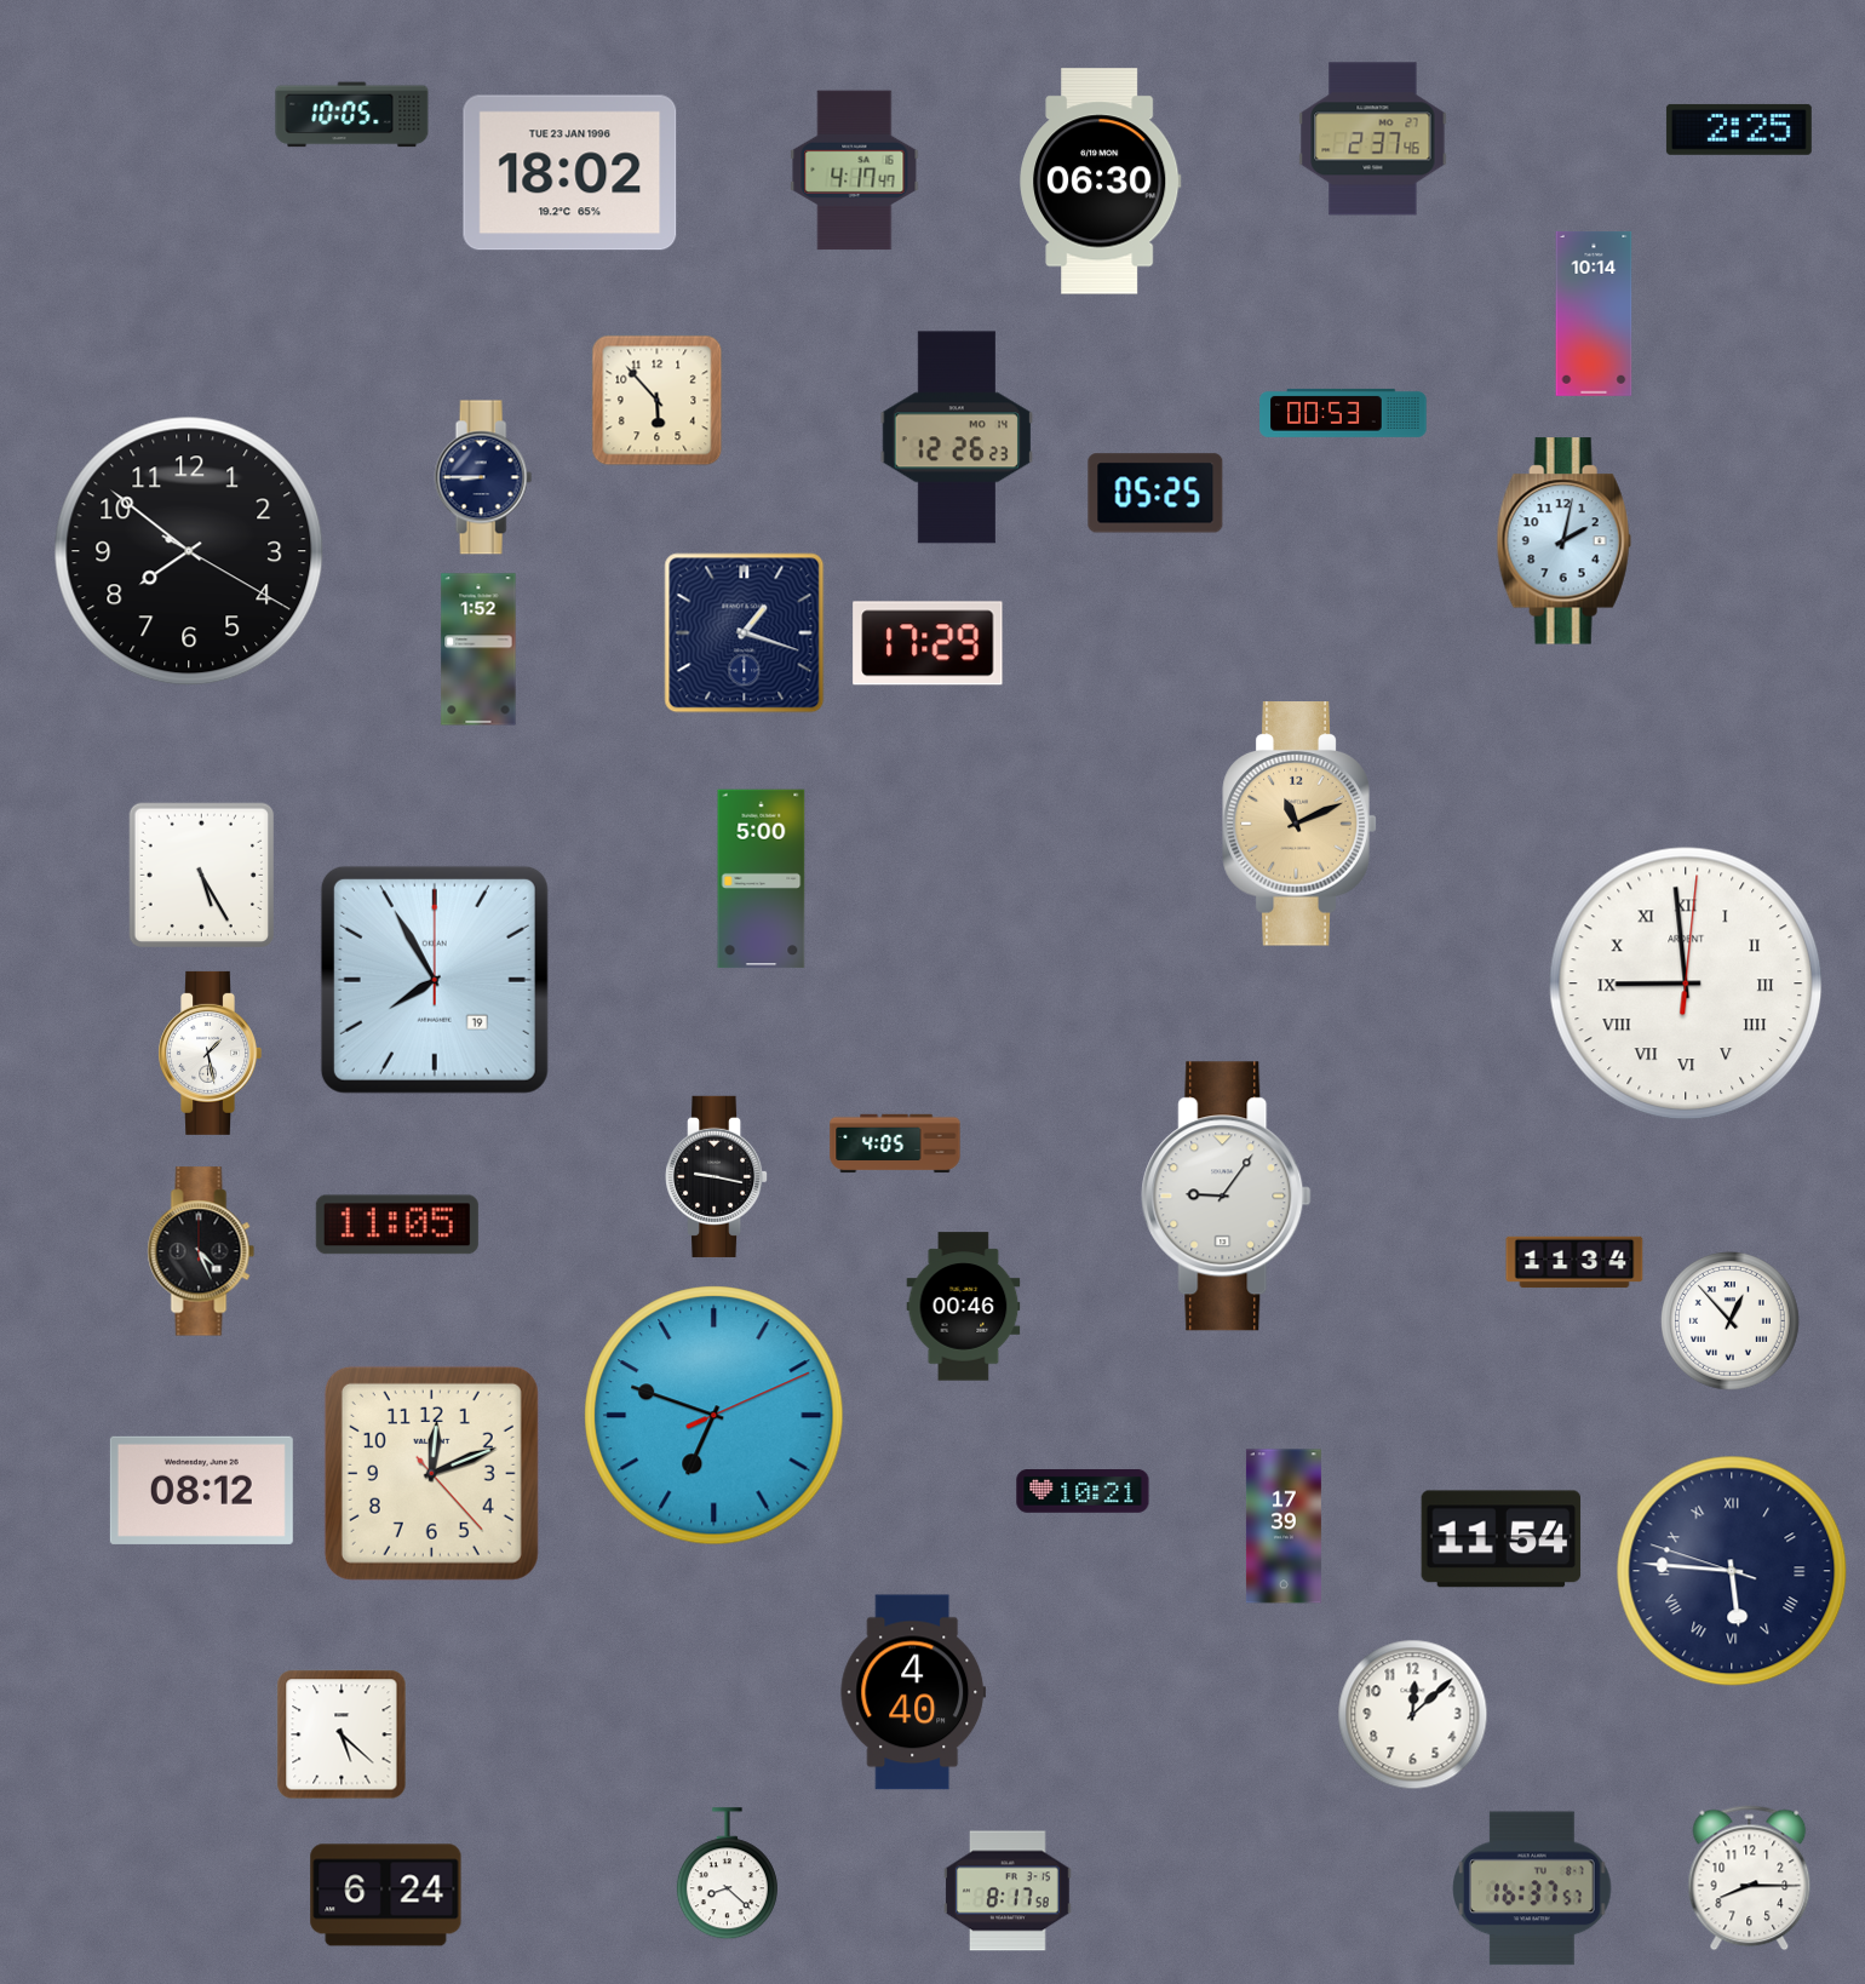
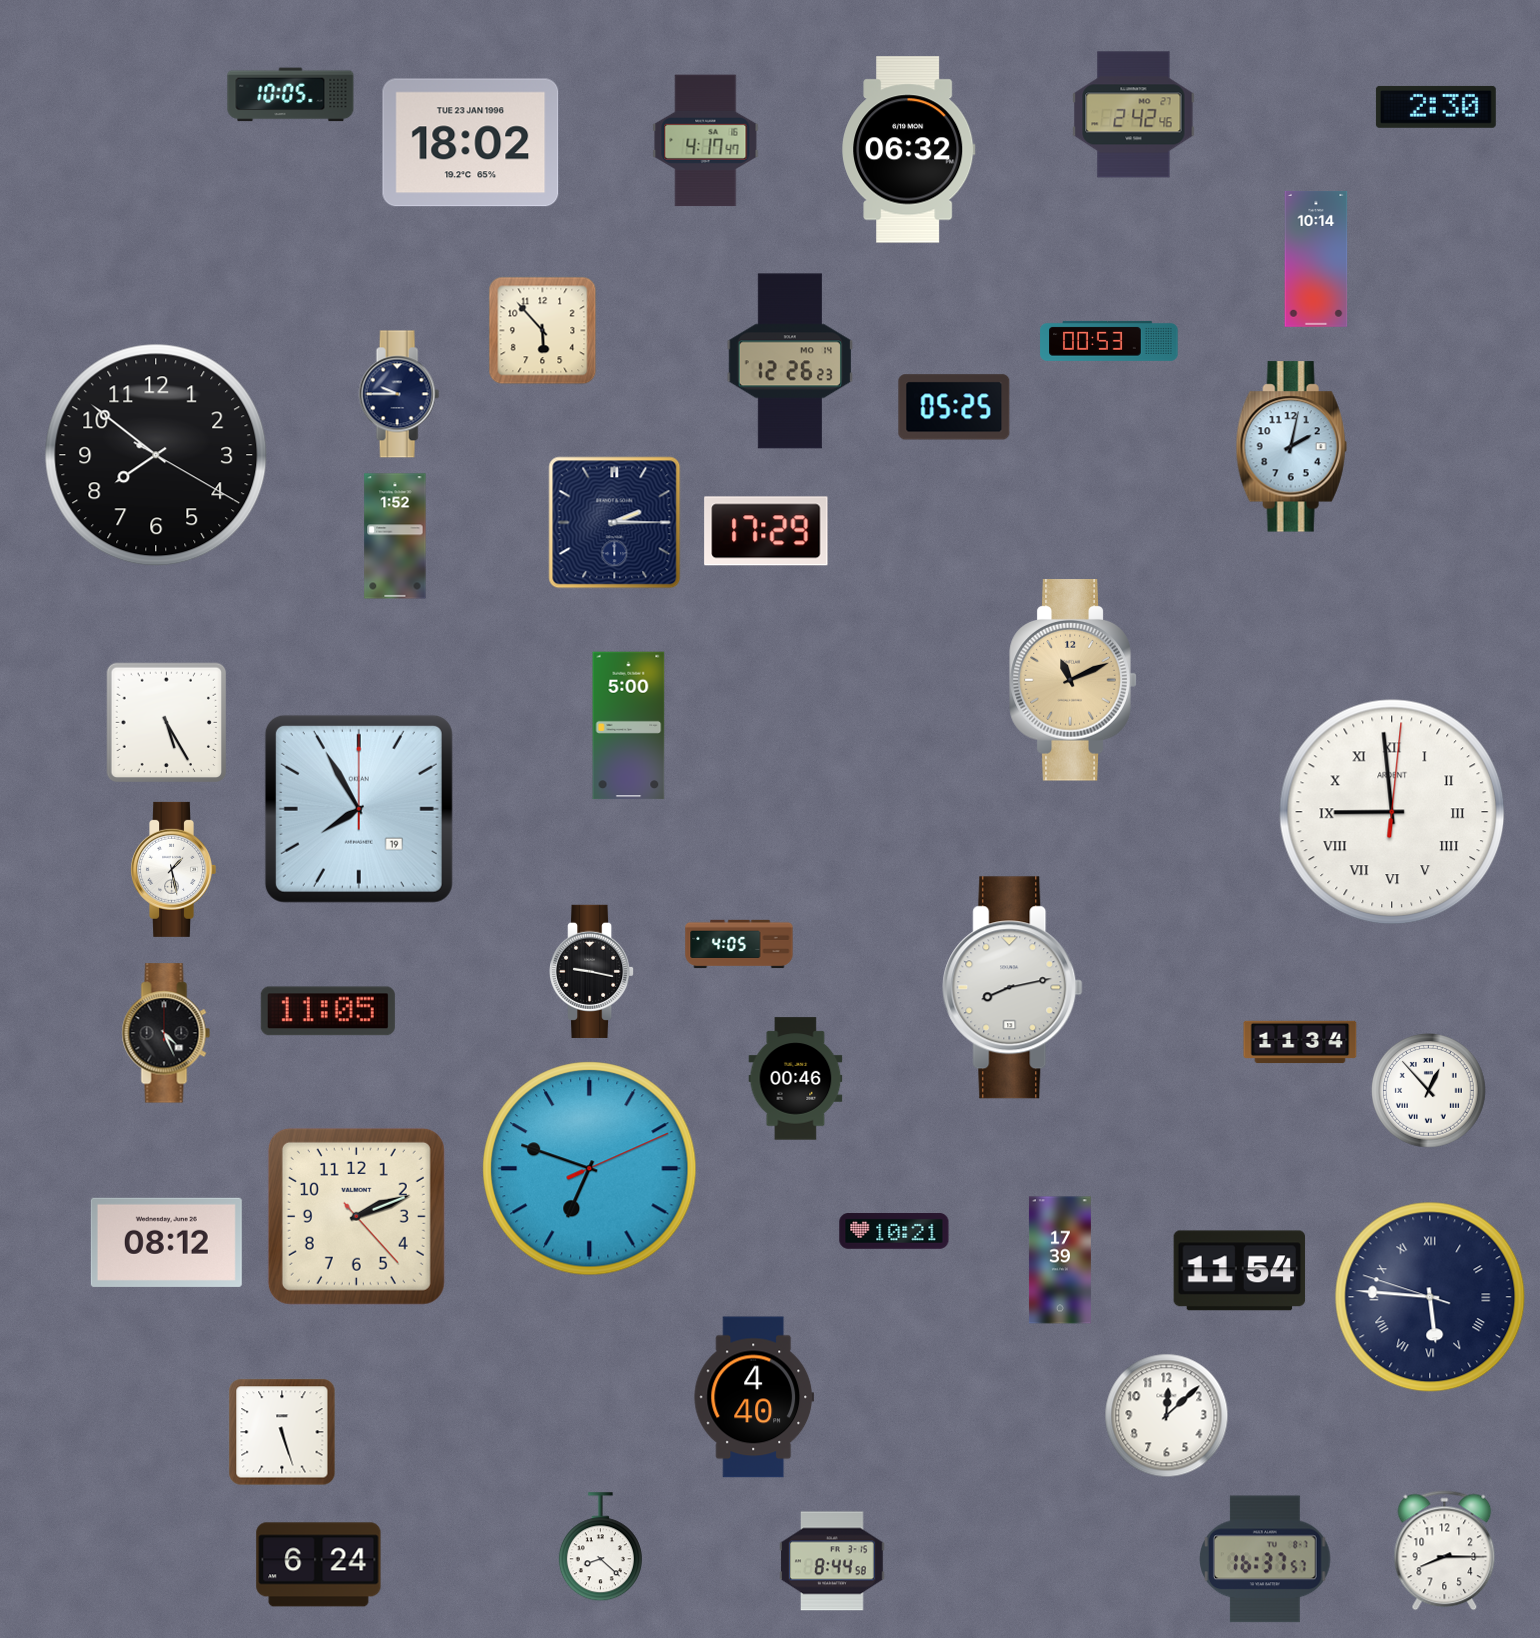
clock at (1739, 130): 2:25 -> 2:30
clock at (1373, 139): 2:37 -> 2:42
clock at (1101, 182): 06:30 -> 06:32
clock at (483, 477): 8:45 -> 9:45
clock at (745, 633): 1:18 -> 2:15
clock at (1227, 1197): 9:06 -> 8:13
clock at (431, 1473): 12:11 -> 2:11
clock at (201, 1490) position: (201, 1490) -> (166, 1242)
clock at (342, 1734): 5:22 -> 5:27
clock at (1008, 1891): 8:17 -> 8:44
